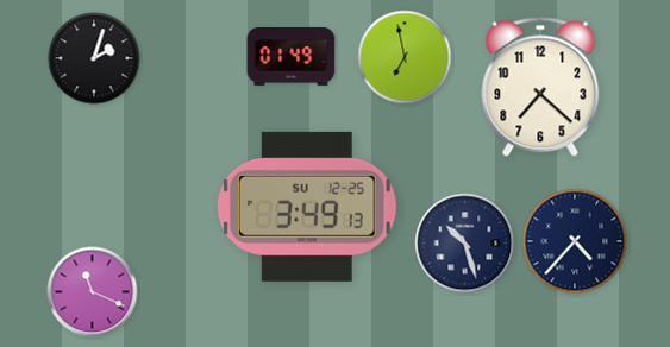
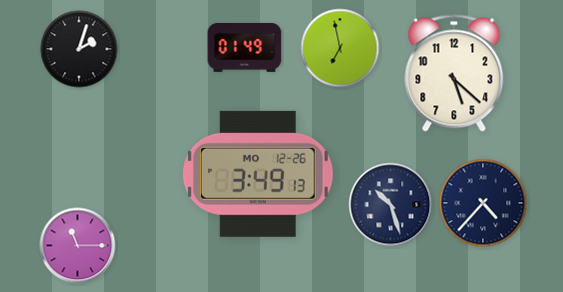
clock at (540, 87): 7:22 -> 5:22
clock at (307, 207) date: SU 12-25 -> MO 12-26
clock at (93, 292): 11:19 -> 11:15
